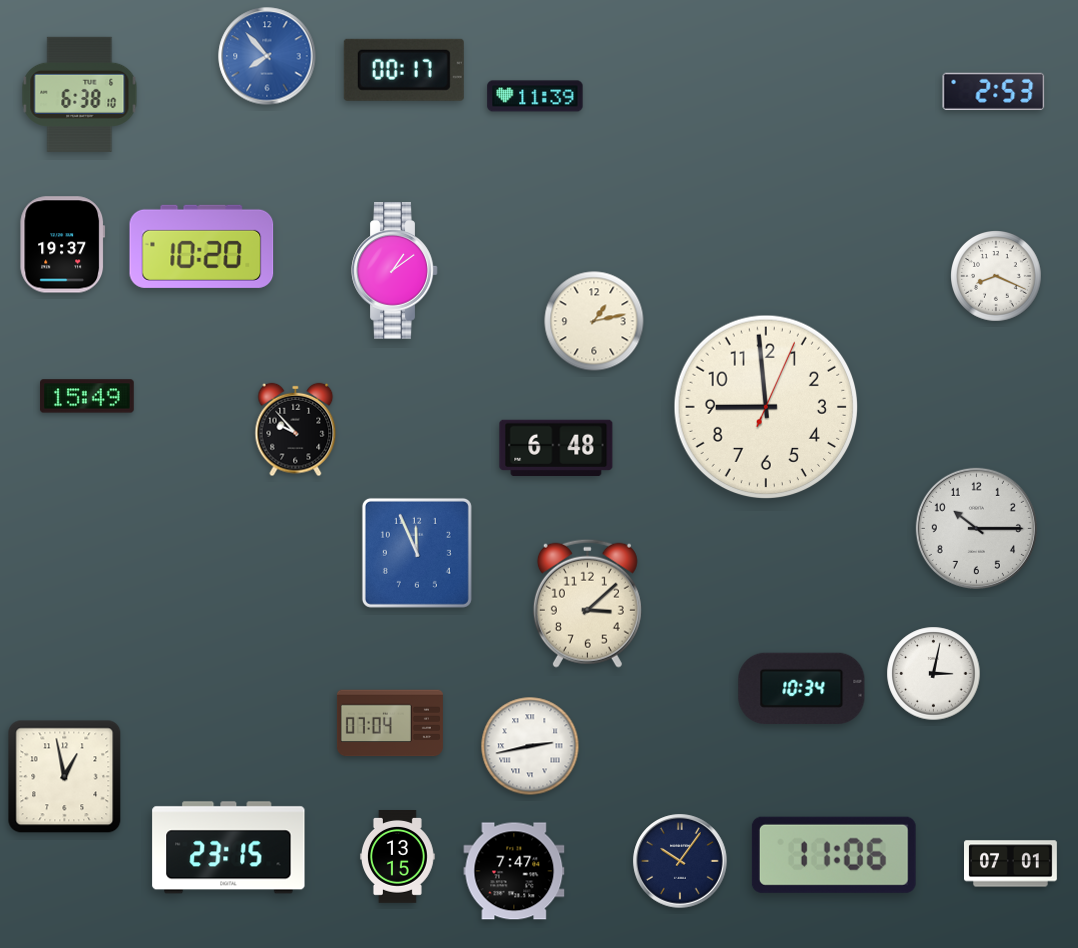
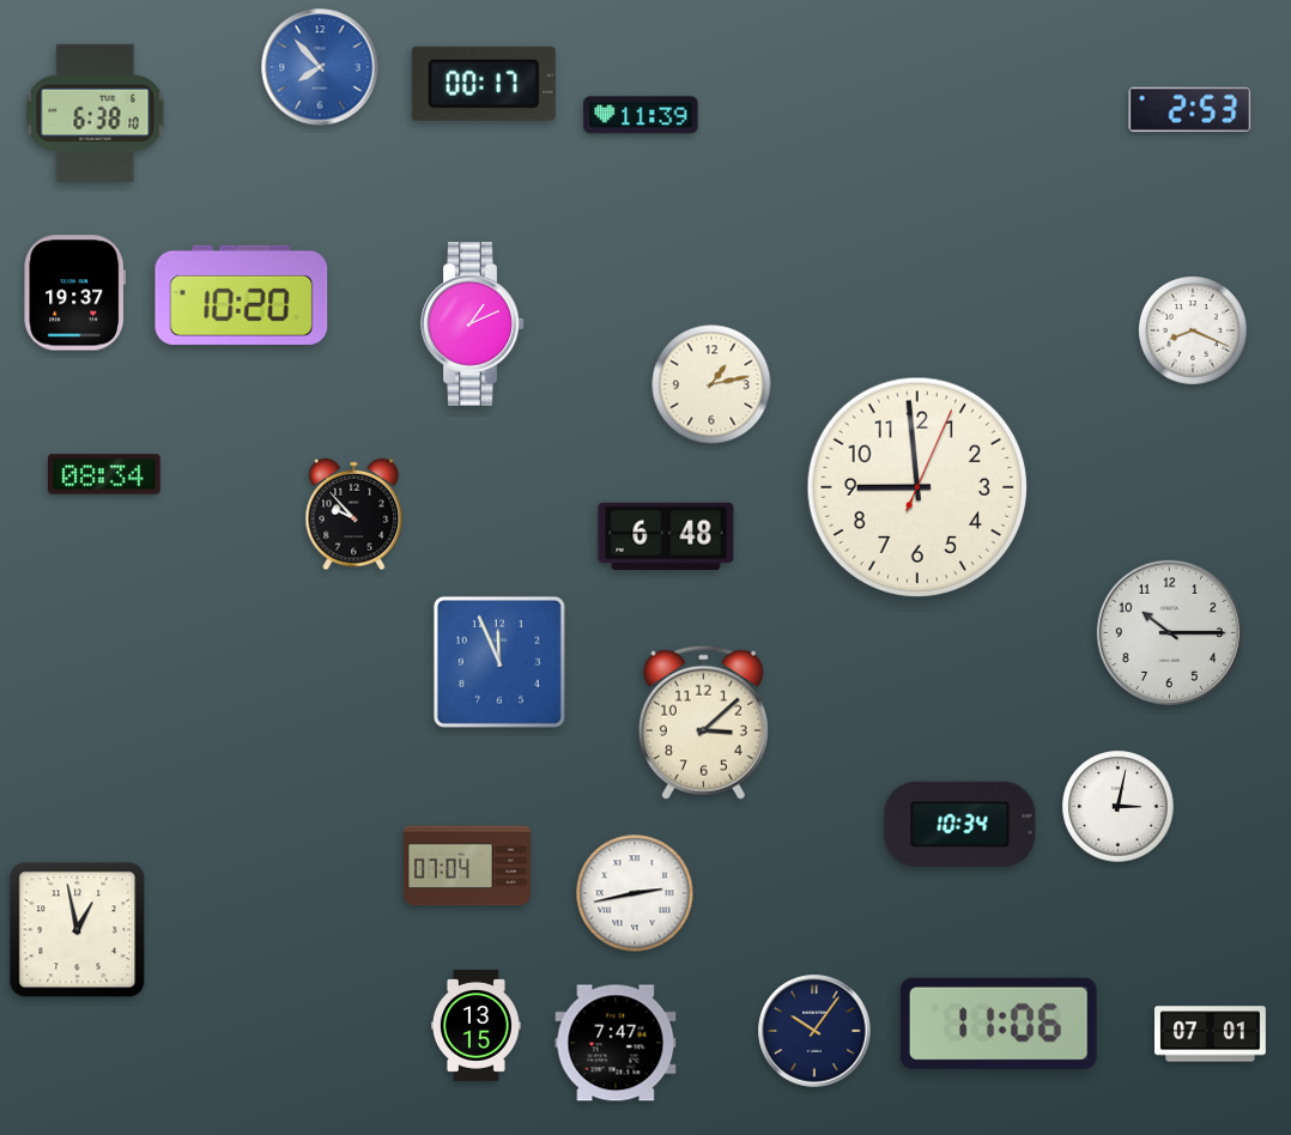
clock at (395, 271): 1:09 -> 1:11
clock at (87, 396): 15:49 -> 08:34
clock at (229, 848): 23:15 -> none
